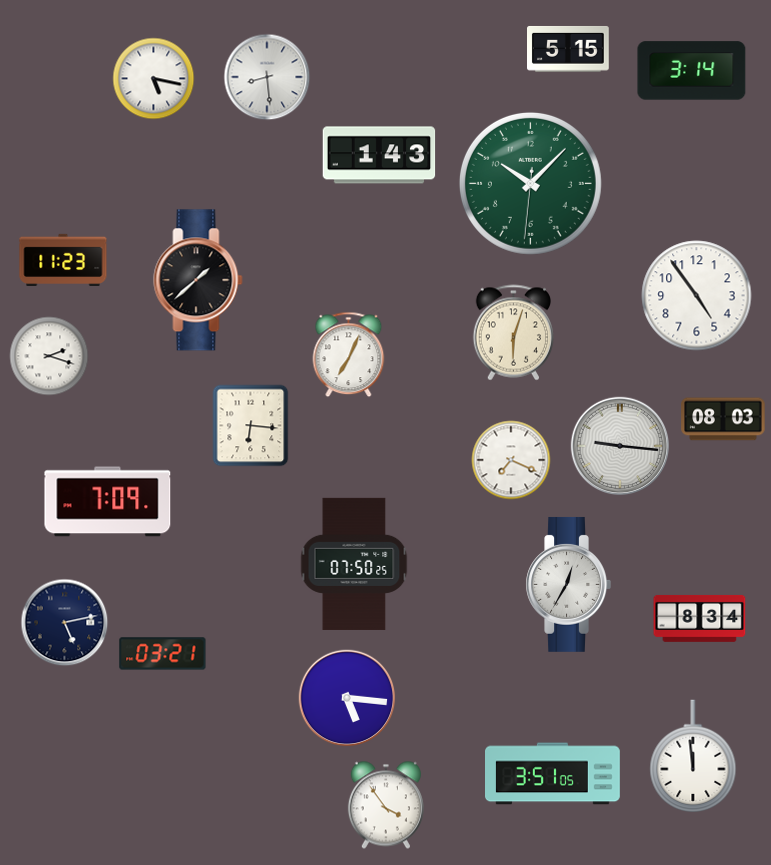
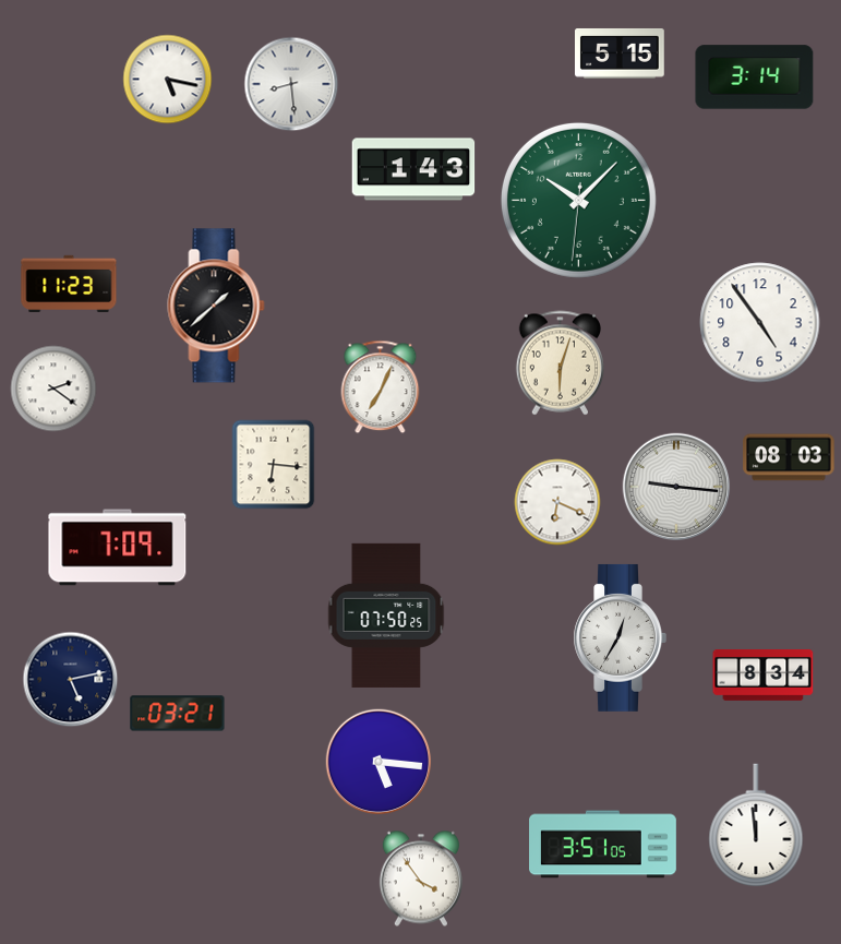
clock at (154, 79) position: (154, 79) -> (168, 80)
clock at (49, 356): 2:18 -> 2:21
clock at (511, 460): 7:19 -> 6:19
